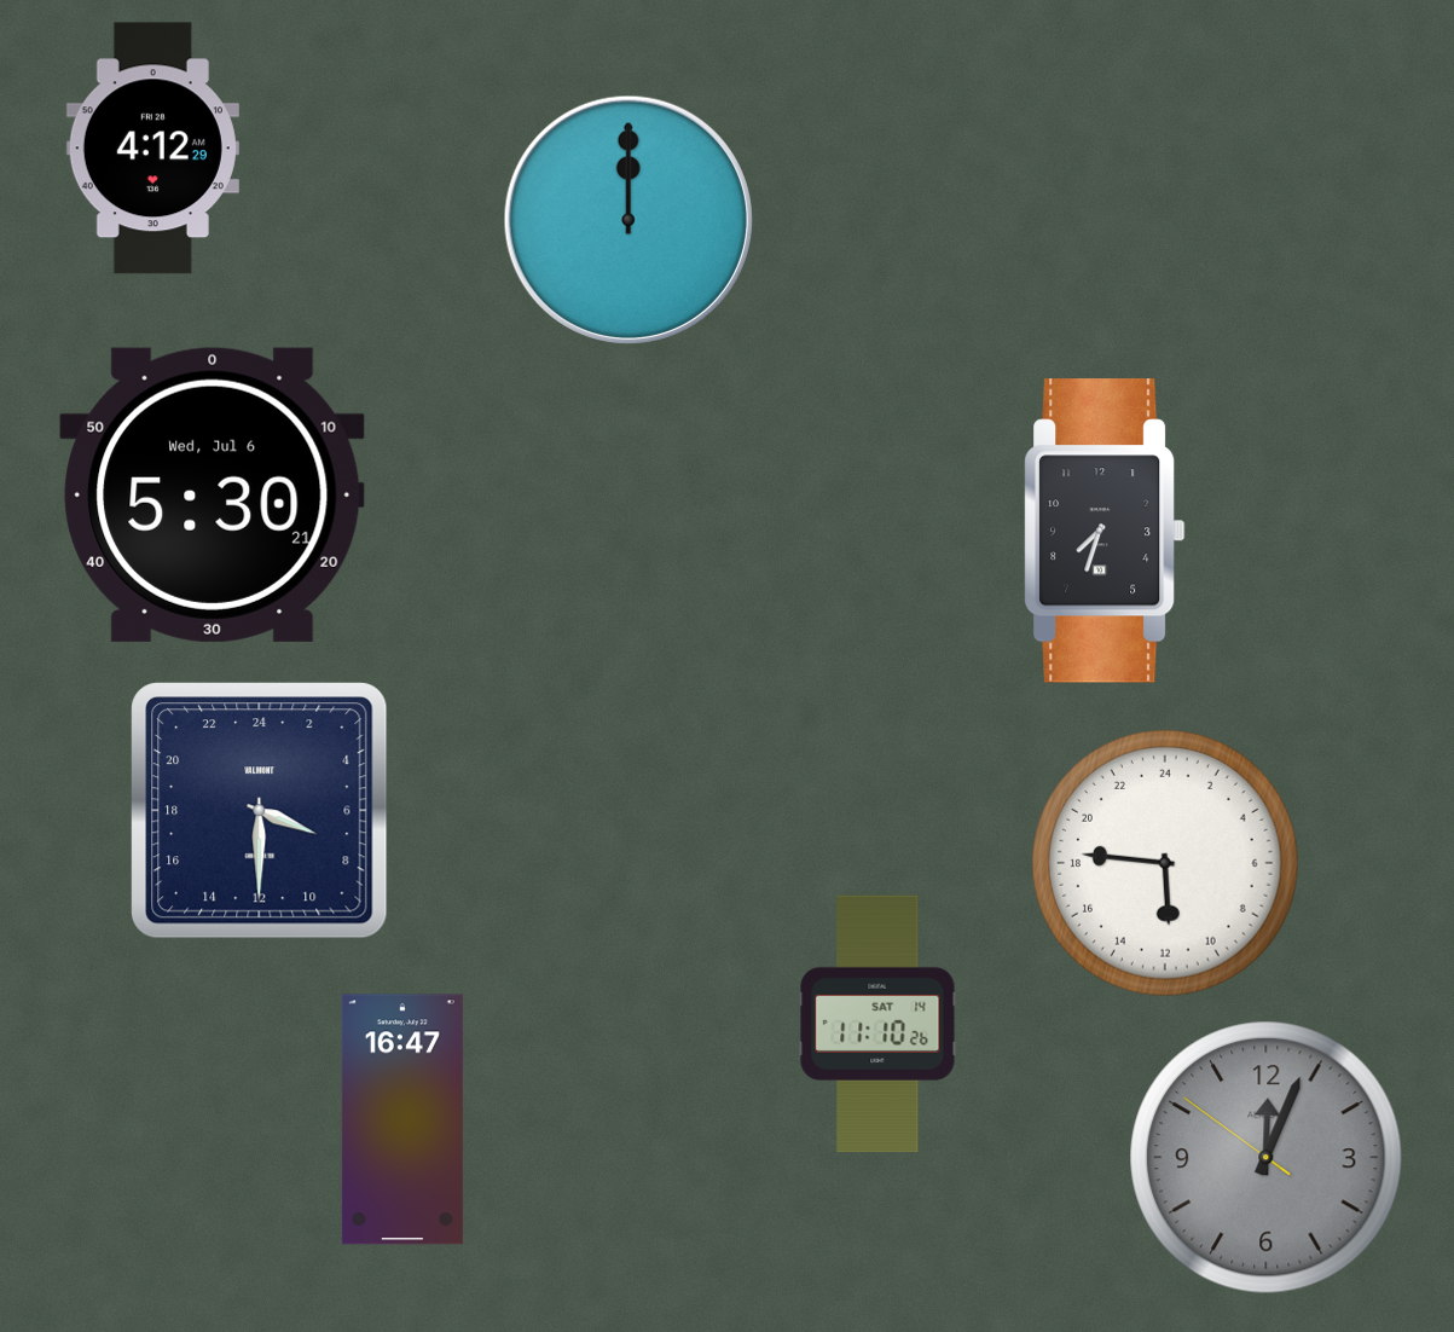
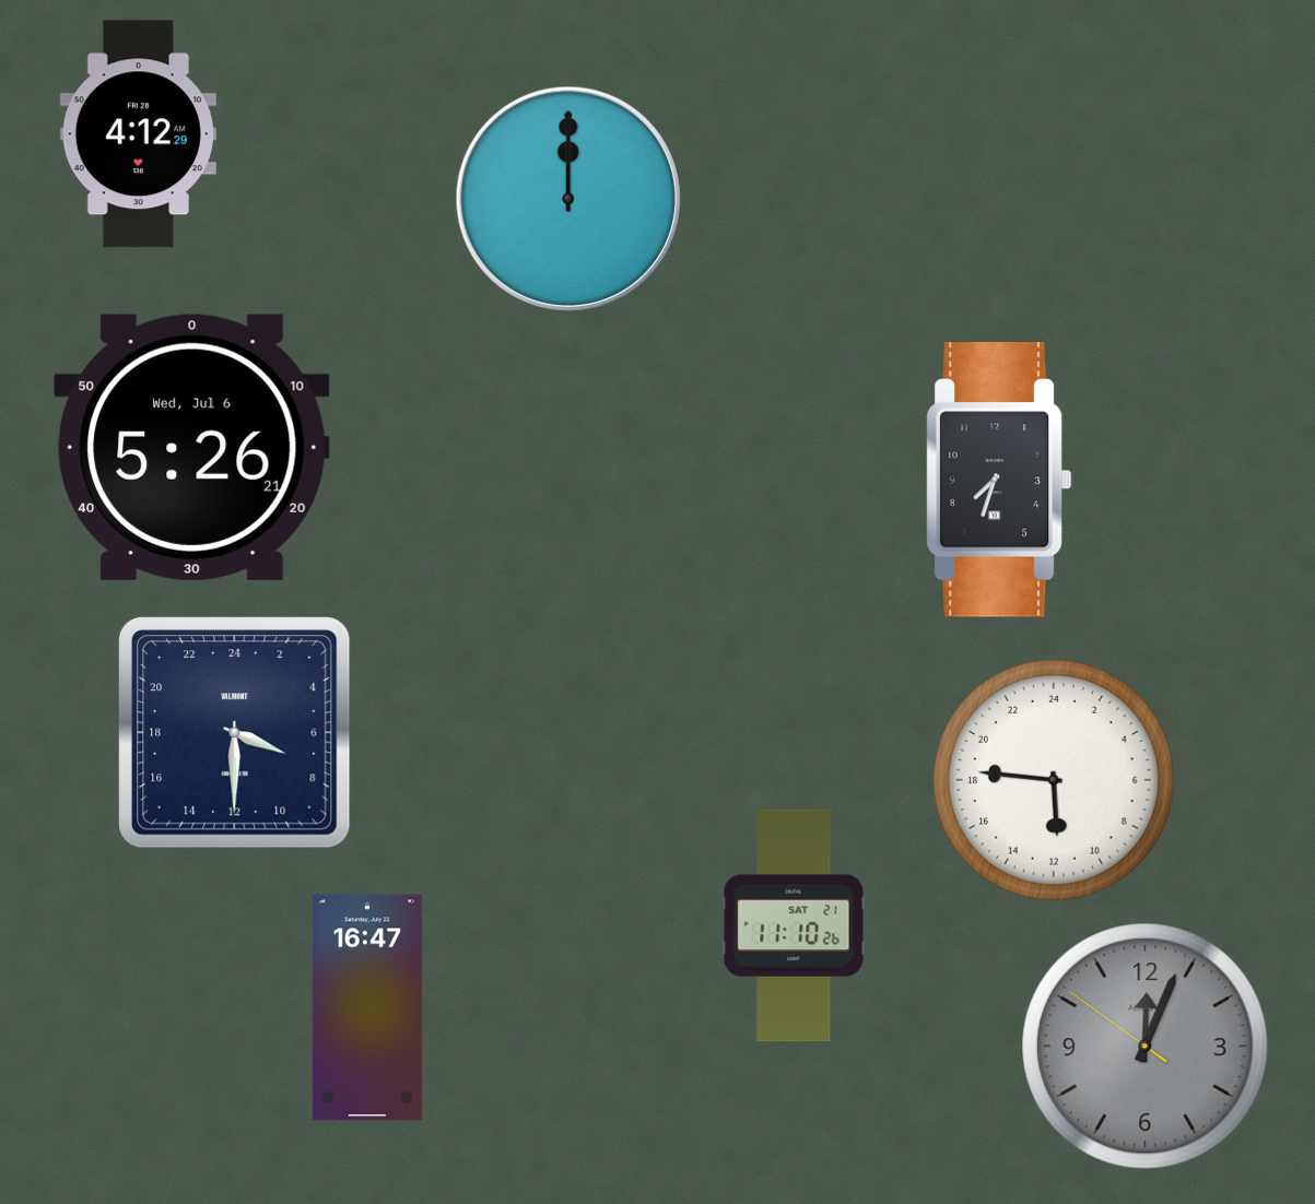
clock at (213, 494): 5:30 -> 5:26
clock at (877, 1024) date: SAT 14 -> SAT 21
clock at (402, 1119) position: (402, 1119) -> (367, 1007)
